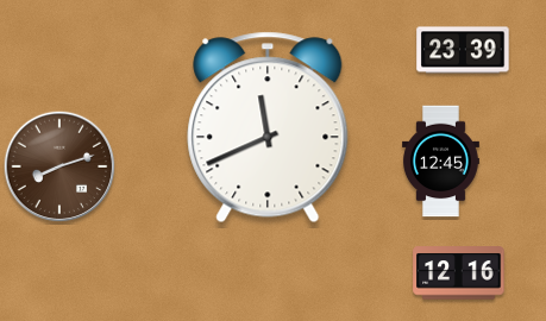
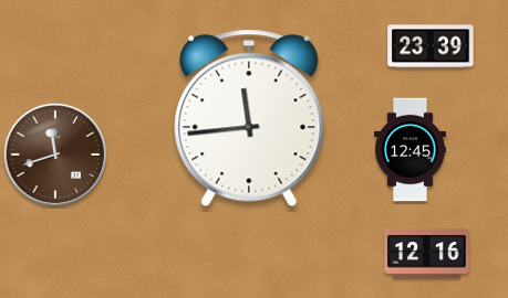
clock at (268, 127): 11:41 -> 11:44
clock at (59, 166): 8:12 -> 11:42
